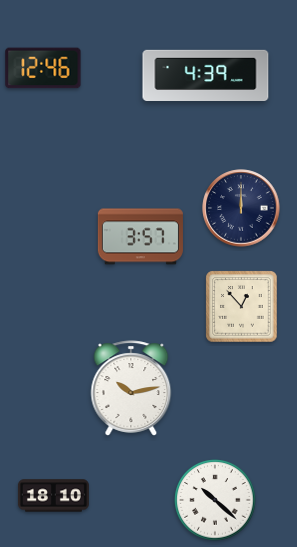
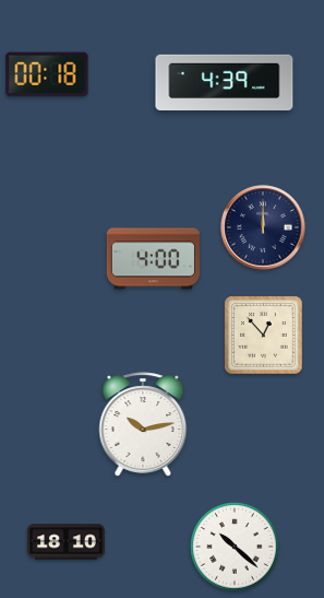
clock at (43, 68): 12:46 -> 00:18
clock at (140, 237): 3:57 -> 4:00
clock at (53, 496) position: (53, 496) -> (65, 542)
